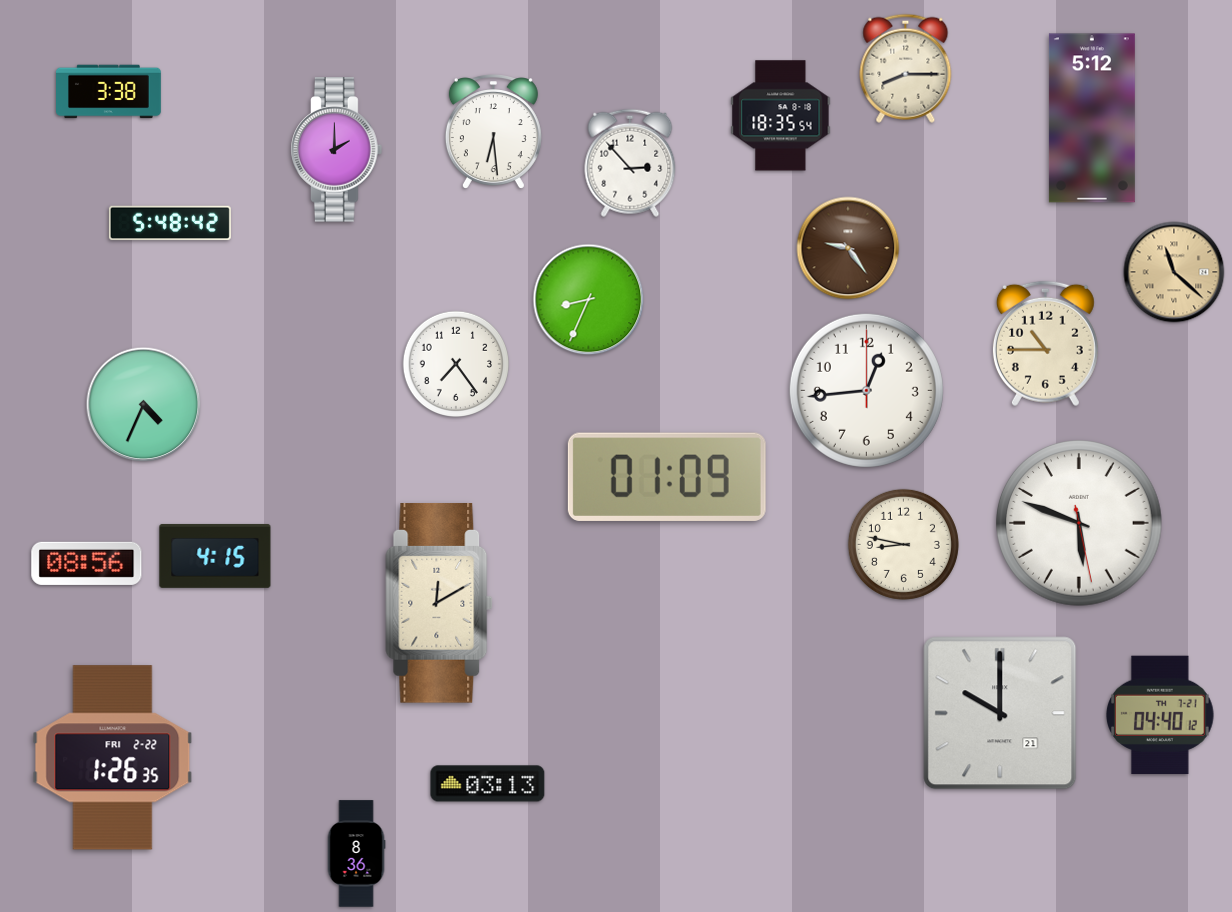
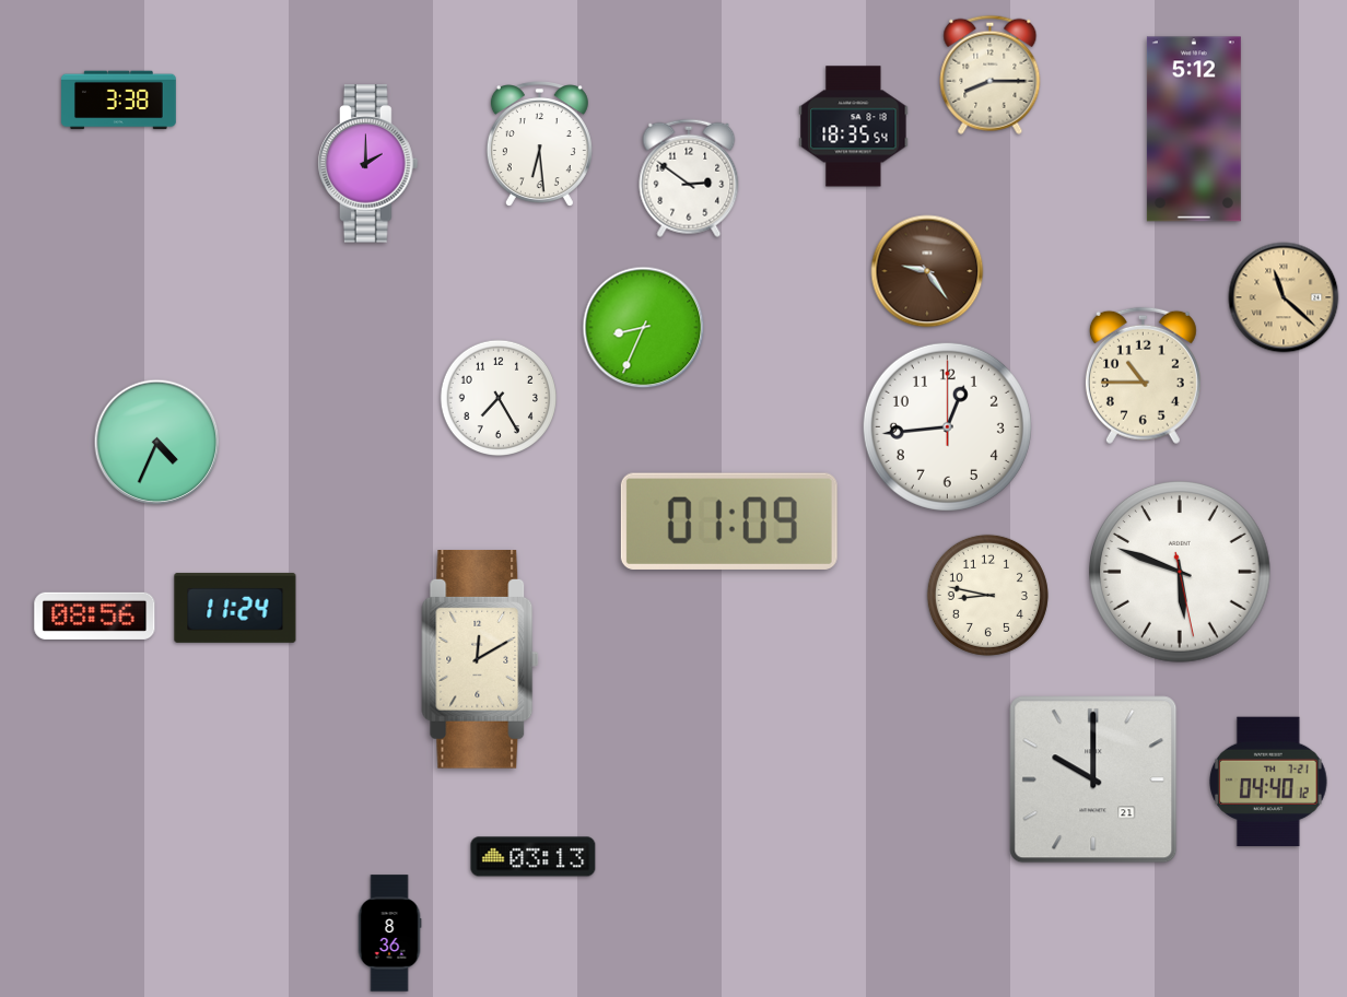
clock at (630, 163): 2:53 -> 2:51
clock at (170, 223): 5:48 -> none
clock at (456, 364): 7:24 -> 7:25
clock at (215, 556): 4:15 -> 11:24
clock at (113, 758): 1:26 -> none
